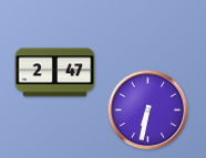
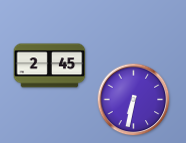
clock at (55, 73): 2:47 -> 2:45
